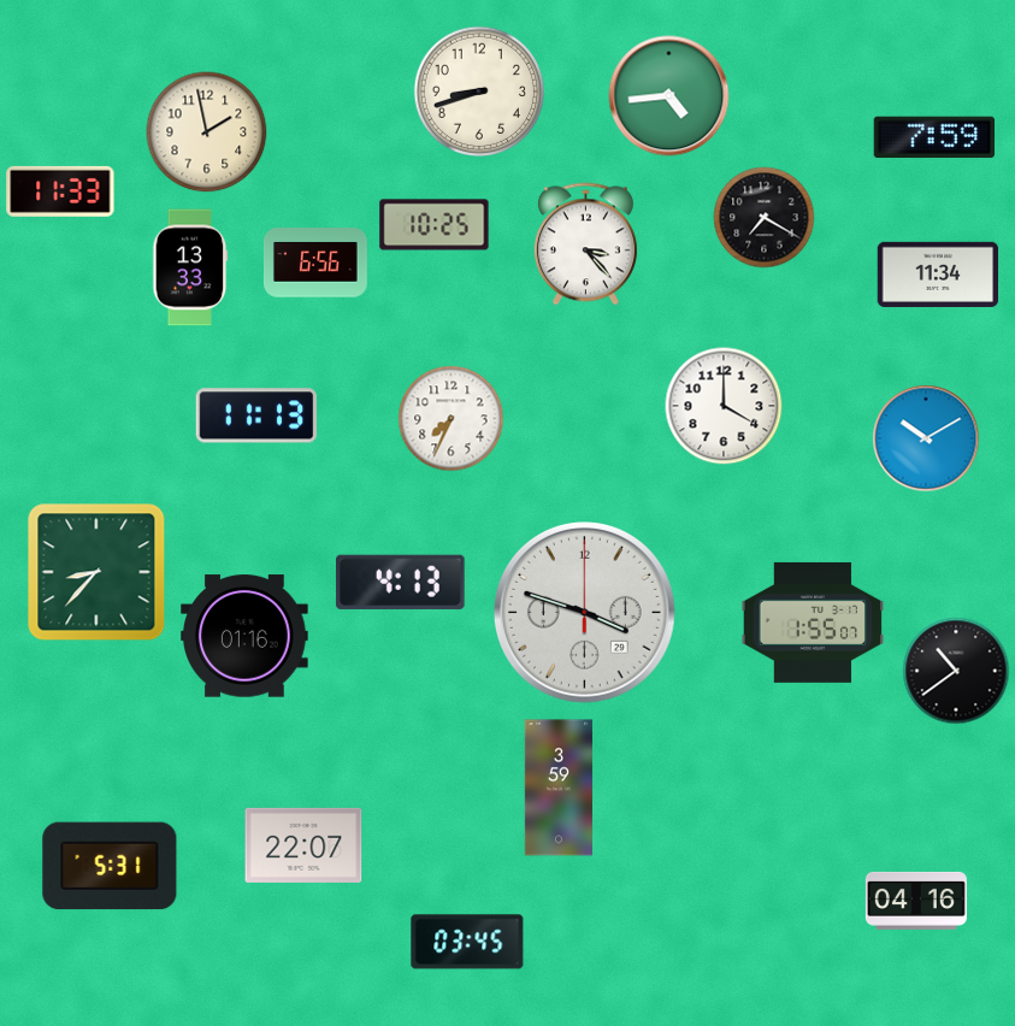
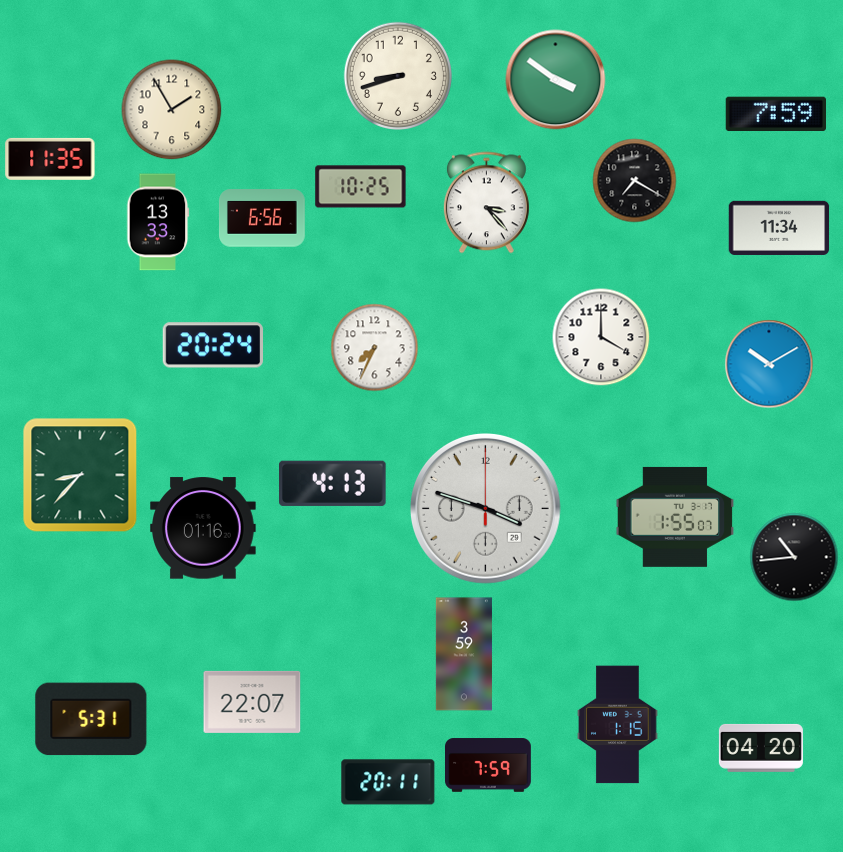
clock at (669, 96): 4:44 -> 3:51
clock at (207, 132): 1:58 -> 1:55
clock at (60, 191): 11:33 -> 11:35
clock at (255, 415): 11:13 -> 20:24
clock at (956, 671): 10:39 -> 10:44
clock at (618, 725): none -> 1:15
clock at (916, 901): 04:16 -> 04:20
clock at (489, 765): none -> 7:59
clock at (467, 942): 03:45 -> 20:11
